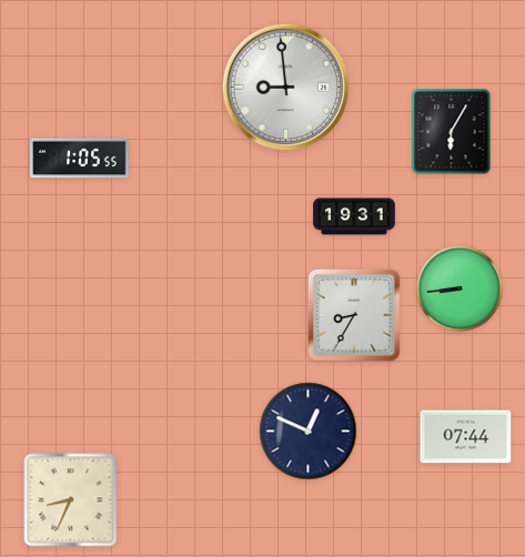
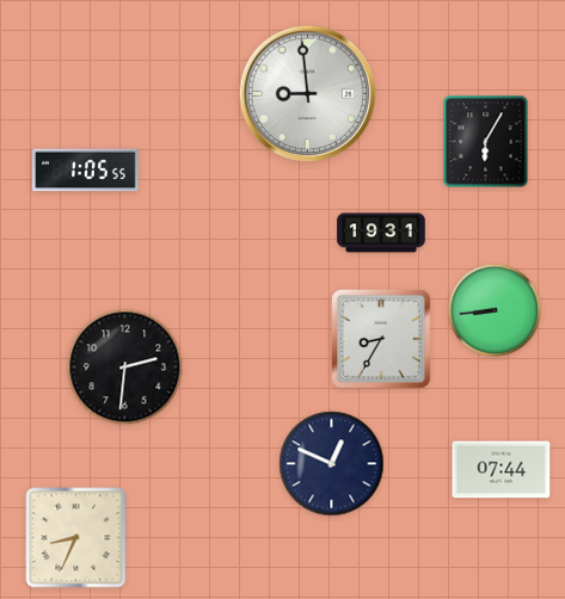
clock at (125, 368): none -> 2:31
